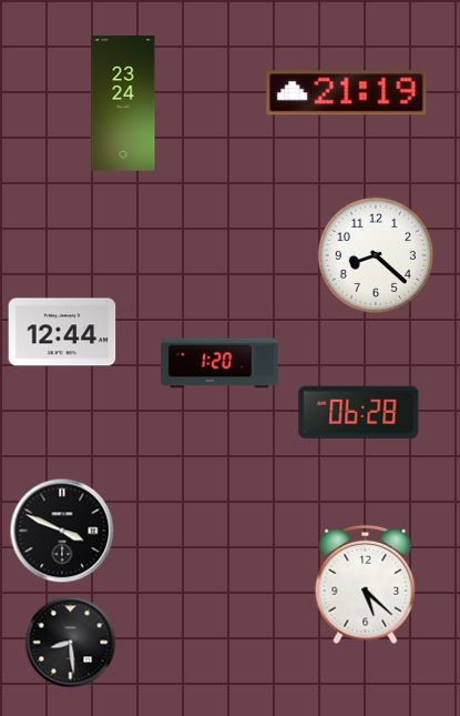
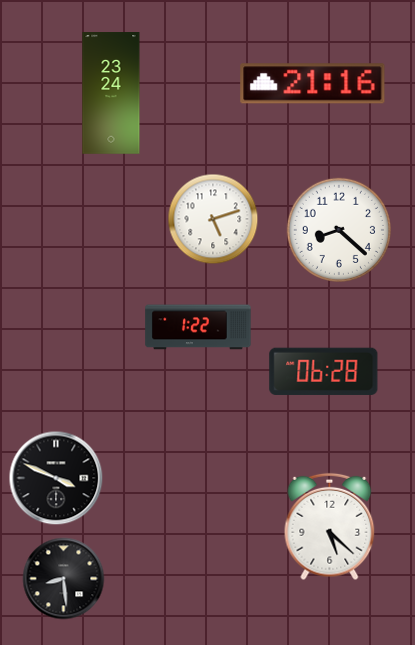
clock at (347, 93): 21:19 -> 21:16
clock at (213, 219): none -> 5:12
clock at (62, 332): 12:44 -> none
clock at (219, 363): 1:20 -> 1:22
